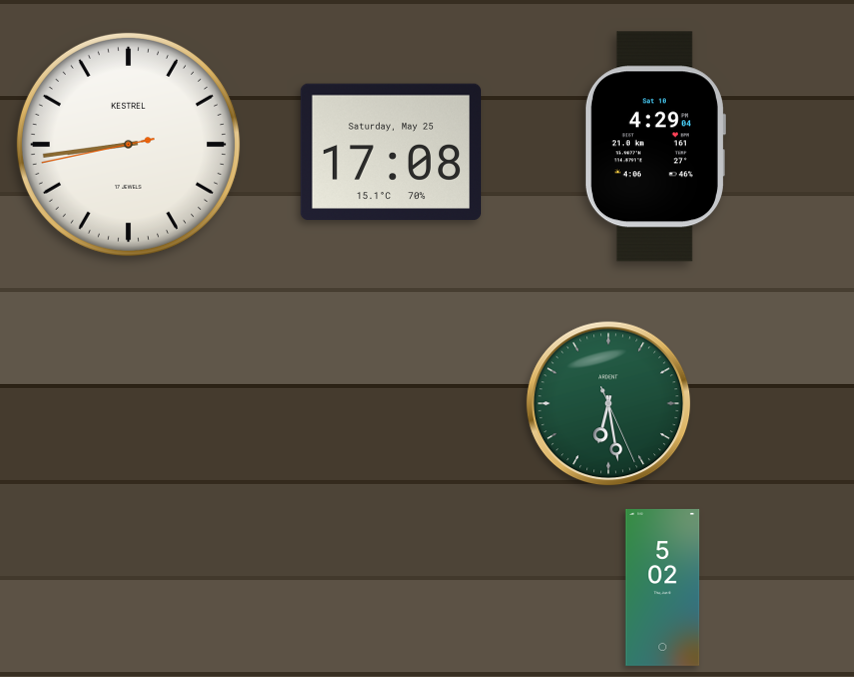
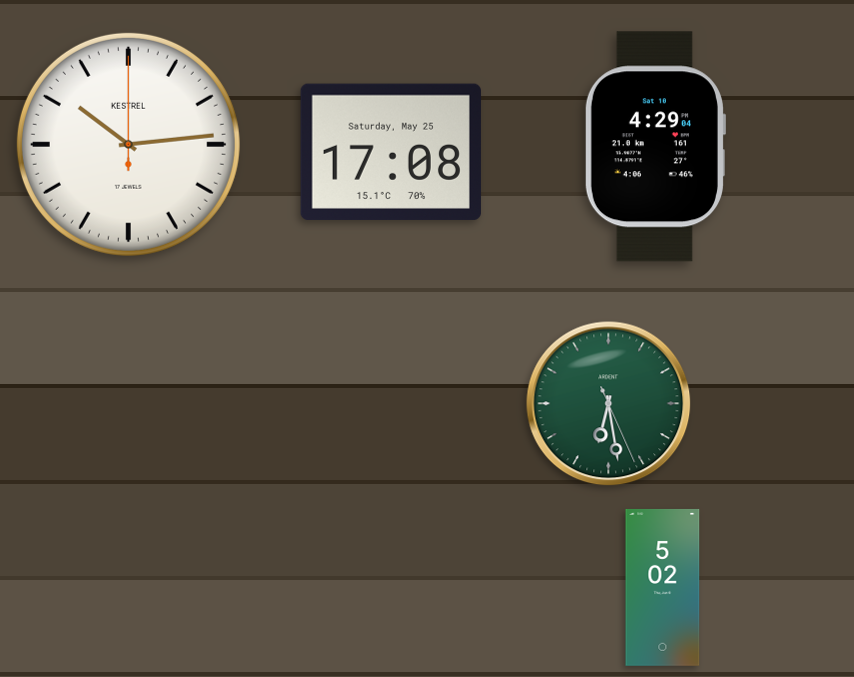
clock at (128, 144): 8:43 -> 10:14
